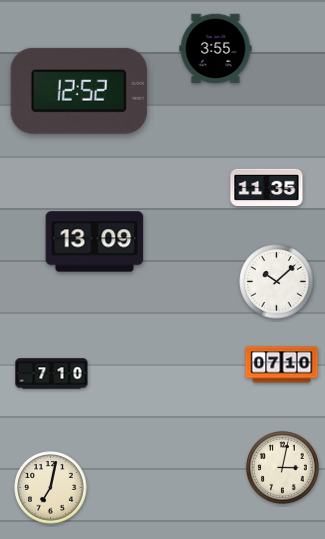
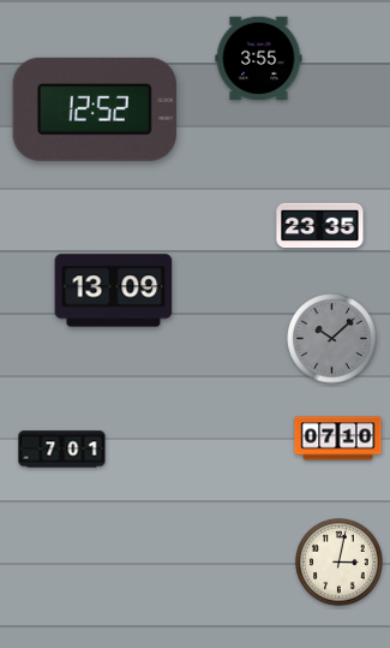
clock at (267, 187): 11:35 -> 23:35
clock at (277, 282) dial: white -> grey
clock at (52, 374): 7:10 -> 7:01
clock at (51, 488): 7:02 -> none
